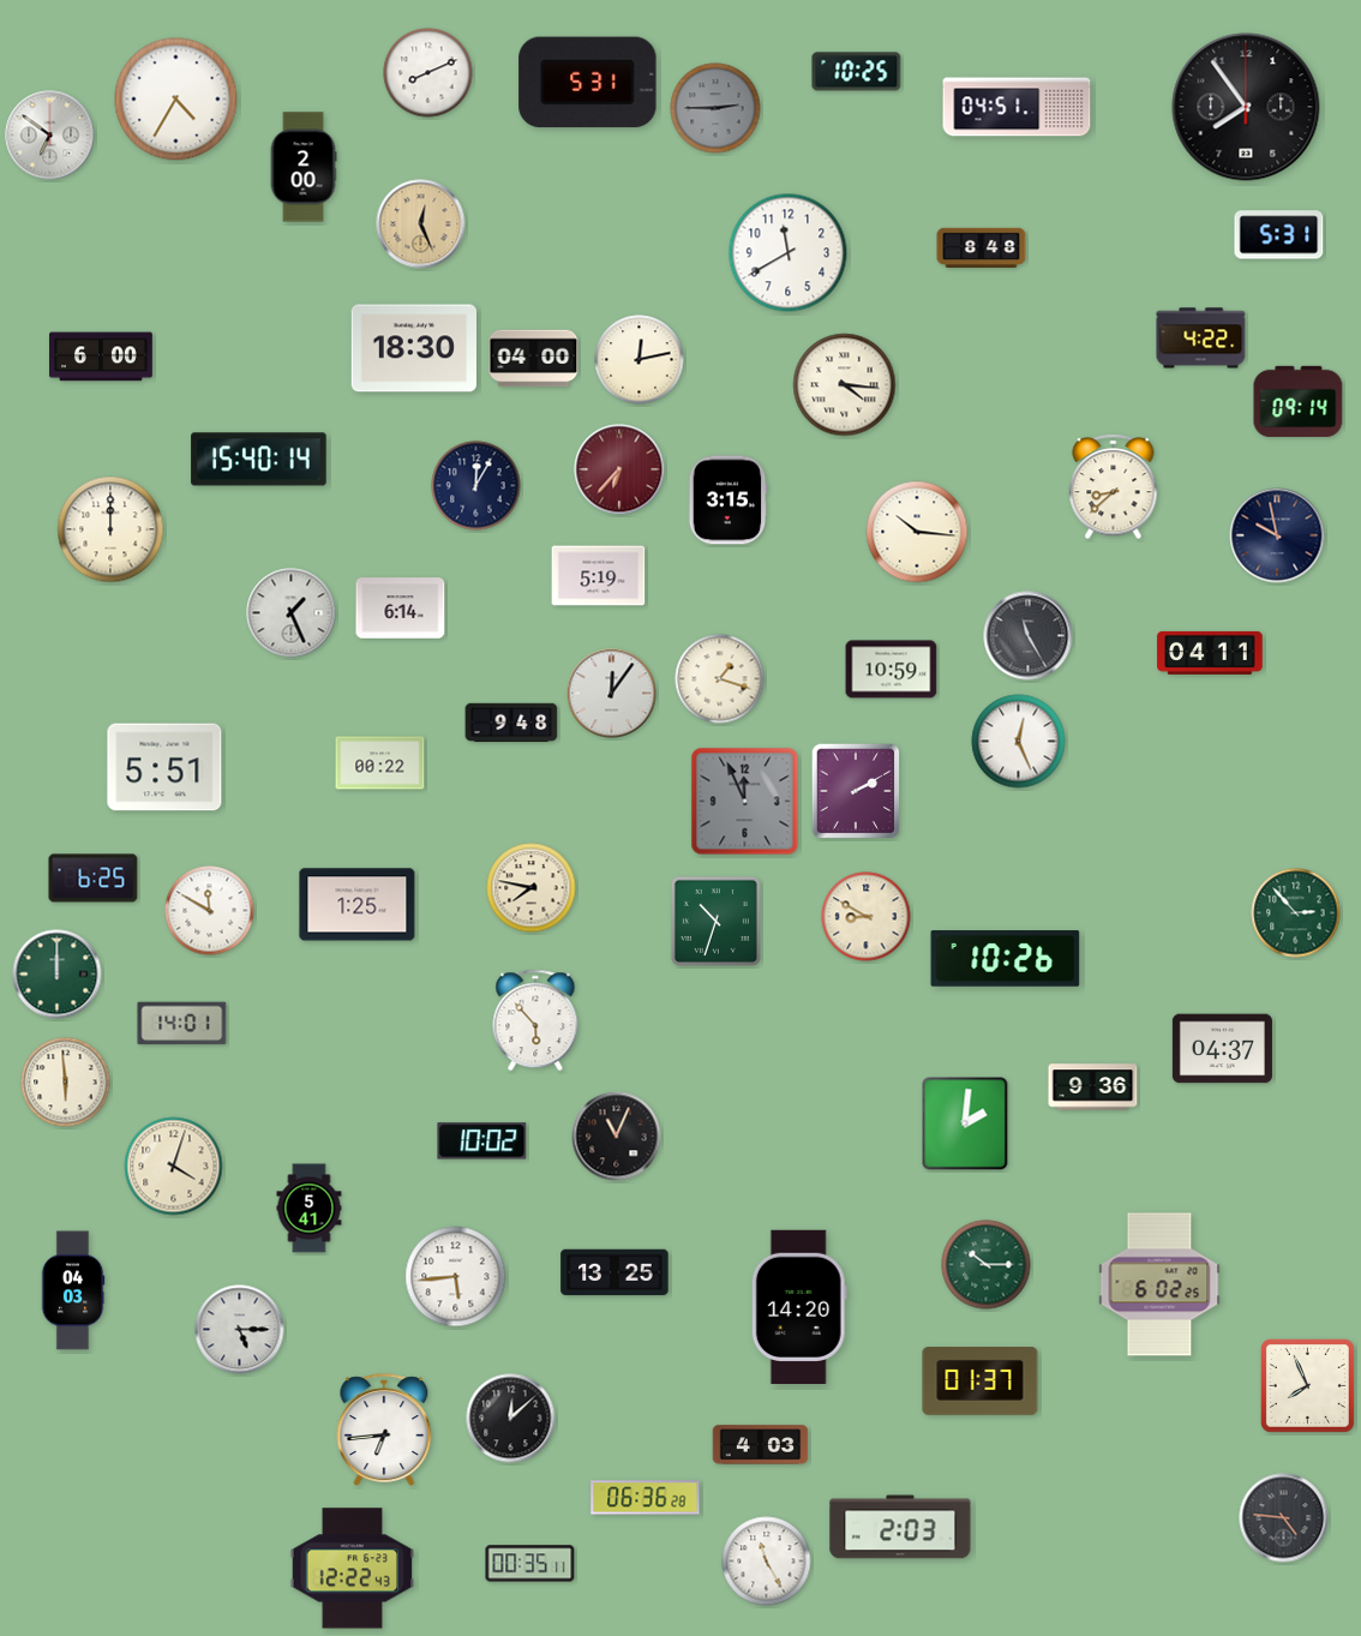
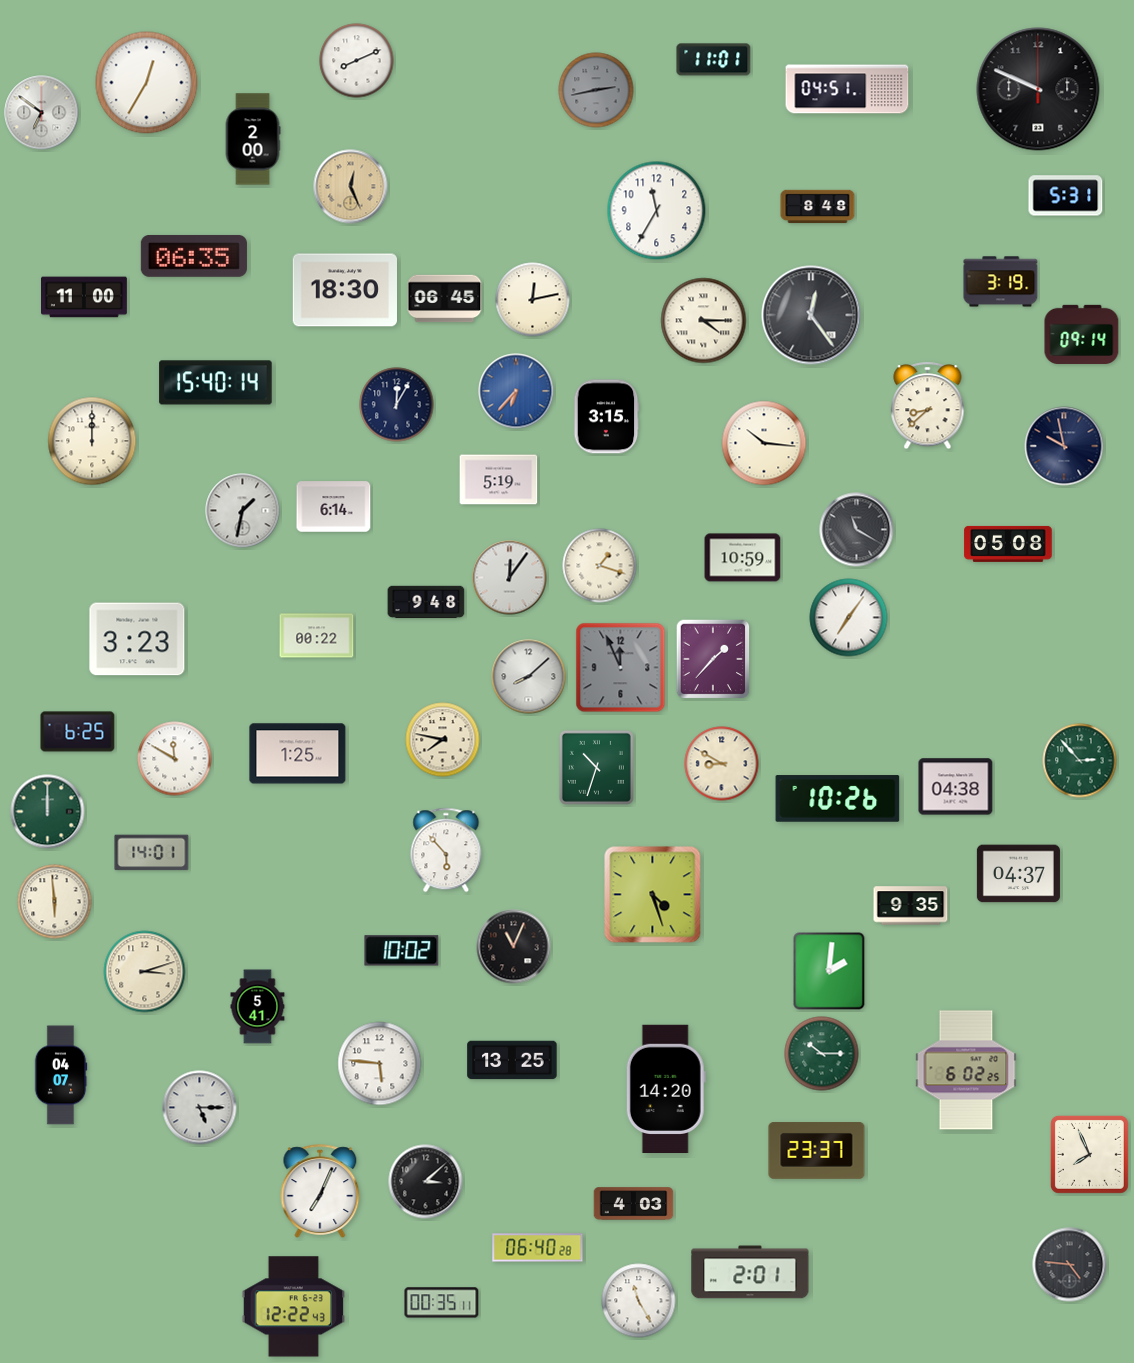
clock at (857, 72): 10:25 -> 11:01
clock at (588, 83): 5:31 -> none
clock at (176, 100): 4:35 -> 12:35
clock at (1246, 107): 7:54 -> 9:49
clock at (715, 108): 2:45 -> 2:43
clock at (789, 253): 11:40 -> 11:35
clock at (194, 256): none -> 06:35
clock at (1201, 338): 4:22 -> 3:19
clock at (102, 356): 6:00 -> 11:00
clock at (534, 359): 04:00 -> 06:45
clock at (811, 315): none -> 12:24
clock at (845, 385): 4:16 -> 4:15
clock at (619, 469) dial: burgundy -> blue
clock at (292, 613): 1:26 -> 1:32
clock at (1029, 636): 11:25 -> 11:20
clock at (1210, 653): 04:11 -> 05:08
clock at (1019, 742): 12:26 -> 7:06
clock at (164, 767): 5:51 -> 3:23
clock at (856, 791): 2:10 -> 1:37
clock at (529, 677): none -> 8:08
clock at (956, 787): none -> 04:38
clock at (653, 895): none -> 4:27
clock at (1093, 1087): 9:36 -> 9:35
clock at (965, 1123) position: (965, 1123) -> (829, 971)
clock at (174, 1167): 4:03 -> 3:12
clock at (456, 1277): 5:44 -> 5:46
clock at (73, 1290): 04:03 -> 04:07
clock at (981, 1382): 01:37 -> 23:37
clock at (511, 1419): 12:08 -> 3:08
clock at (384, 1430): 6:44 -> 7:04
clock at (646, 1498): 06:36 -> 06:40
clock at (900, 1527): 2:03 -> 2:01
